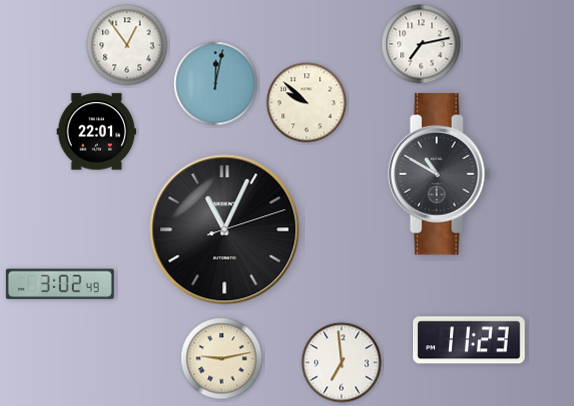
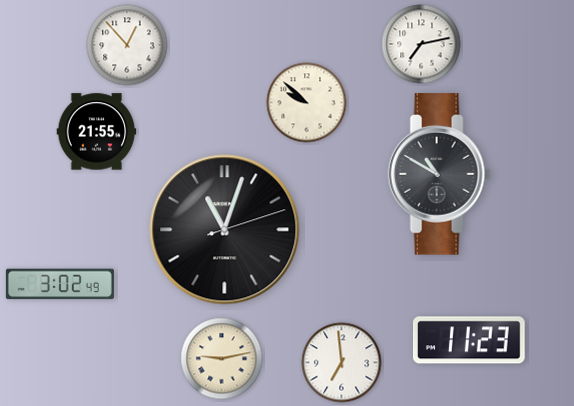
clock at (127, 45): 12:54 -> 12:53
clock at (216, 84): 12:02 -> none
clock at (97, 132): 22:01 -> 21:55
clock at (225, 230): 11:04 -> 11:03
